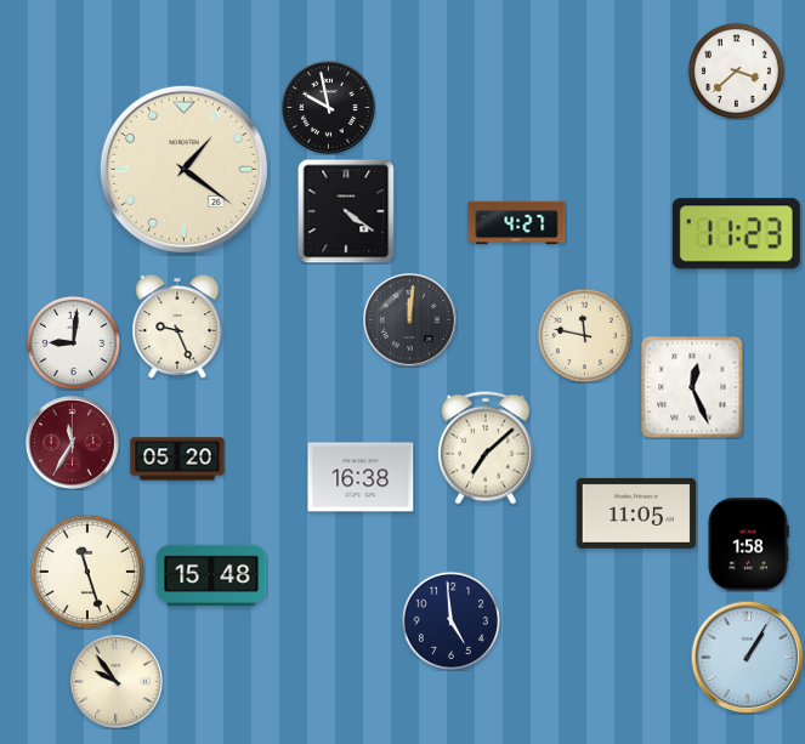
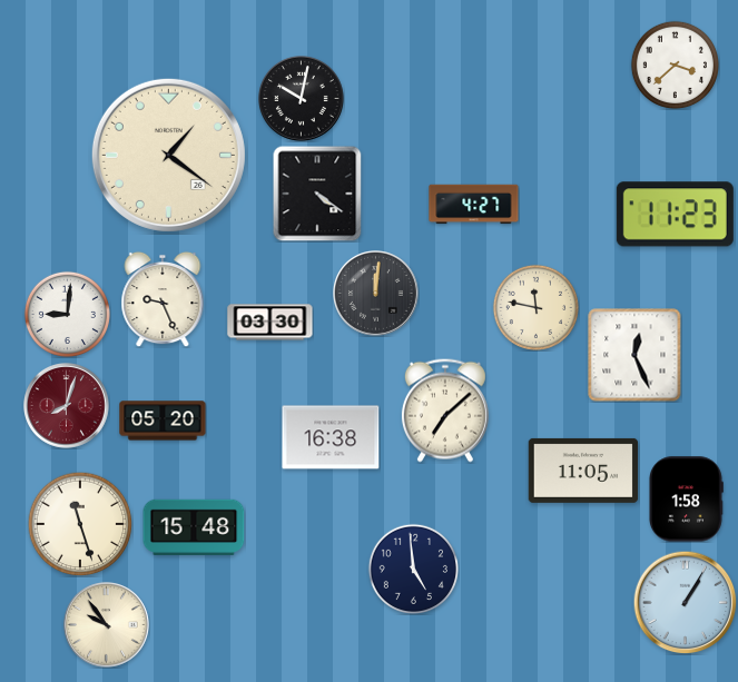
clock at (329, 108): 9:58 -> 10:02
clock at (270, 323): none -> 03:30
clock at (73, 443): 11:35 -> 8:03
